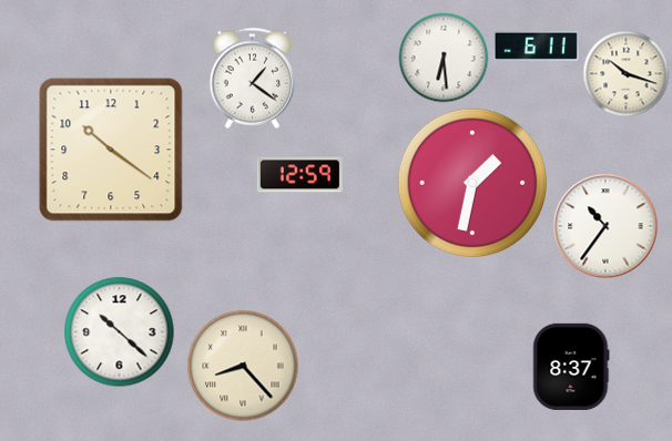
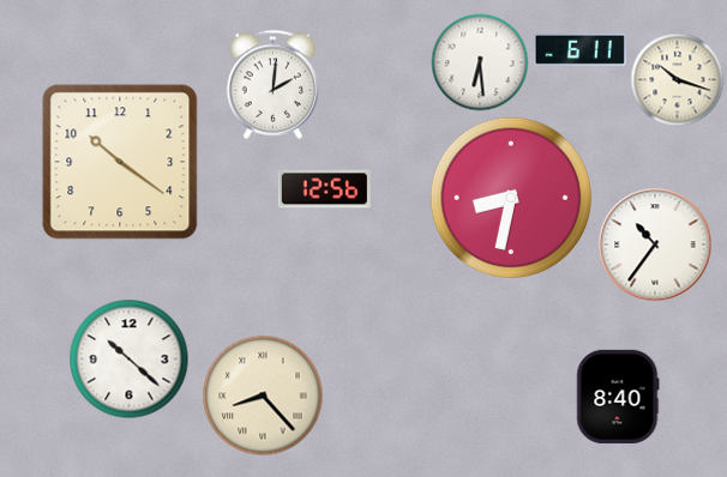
clock at (253, 78): 1:21 -> 2:01
clock at (299, 175): 12:59 -> 12:56
clock at (472, 183): 1:32 -> 8:32
clock at (571, 367): 8:37 -> 8:40
